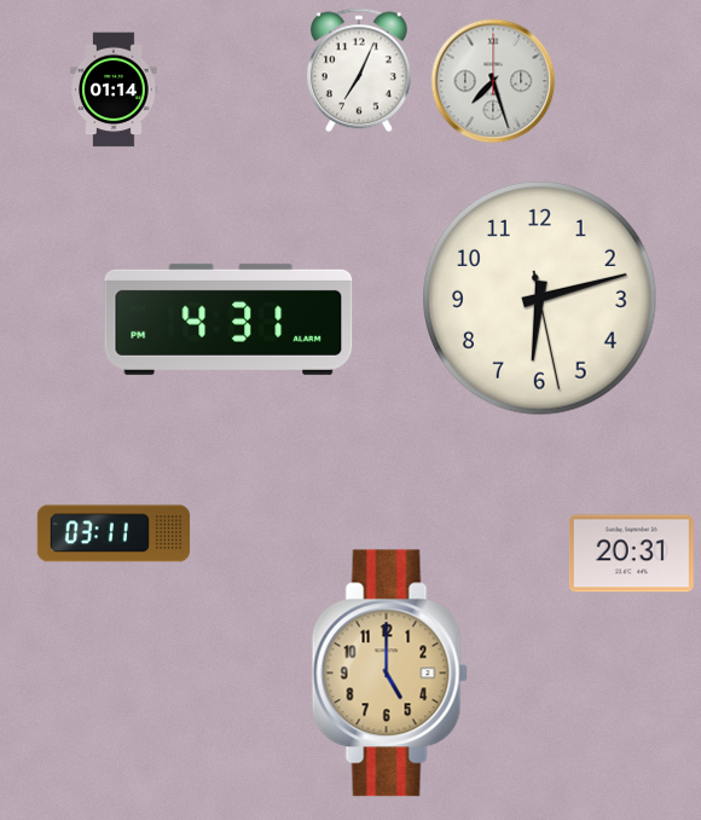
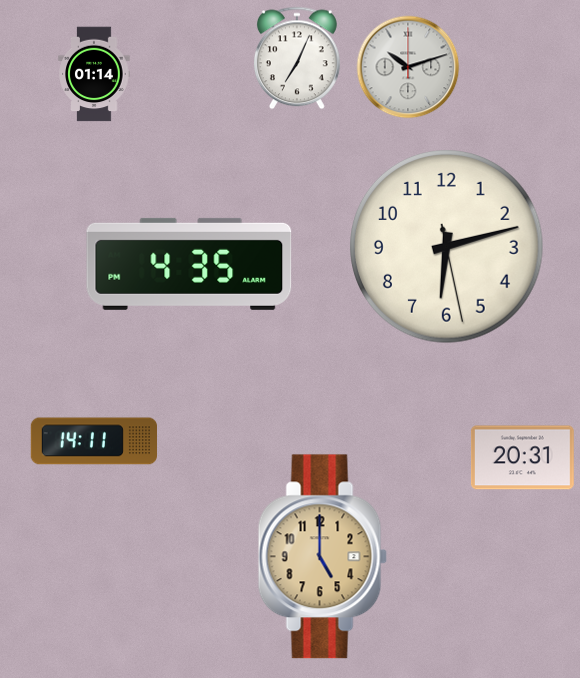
clock at (493, 81): 7:27 -> 10:12
clock at (228, 319): 4:31 -> 4:35
clock at (112, 533): 03:11 -> 14:11
